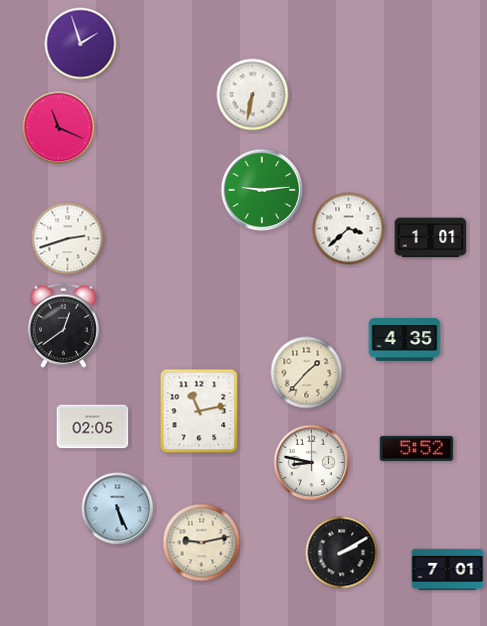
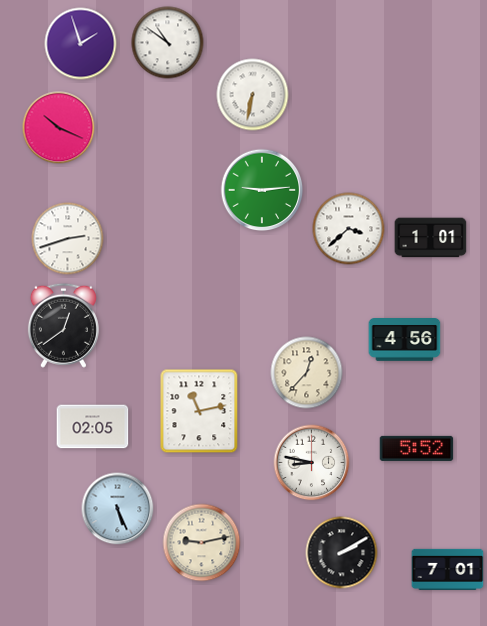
clock at (168, 43): none -> 10:51
clock at (59, 128): 11:19 -> 10:19
clock at (405, 340): 4:35 -> 4:56
clock at (307, 373): 1:37 -> 12:37
